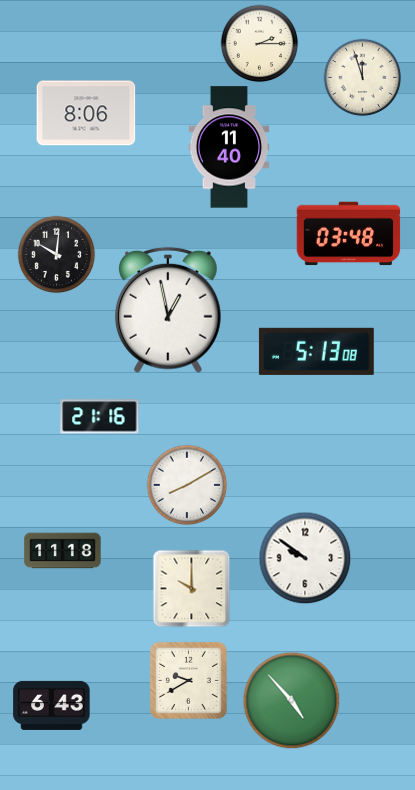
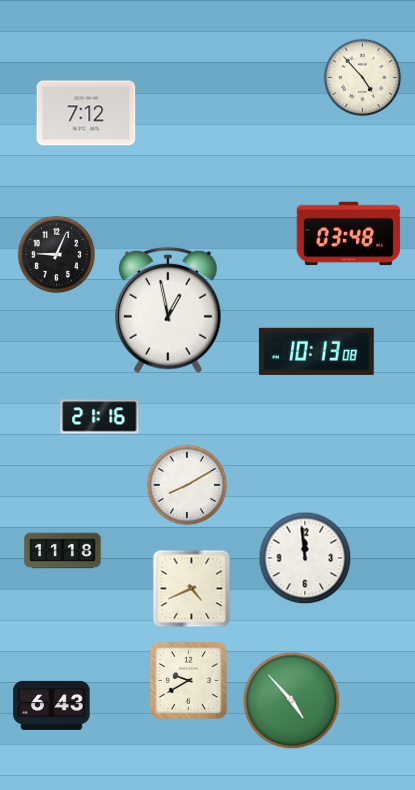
clock at (259, 43): 2:15 -> none
clock at (362, 77): 11:57 -> 4:53
clock at (86, 113): 8:06 -> 7:12
clock at (229, 147): 11:40 -> none
clock at (56, 254): 10:01 -> 9:04
clock at (316, 351): 5:13 -> 10:13
clock at (305, 558): 9:51 -> 11:59
clock at (191, 588): 10:00 -> 4:41
